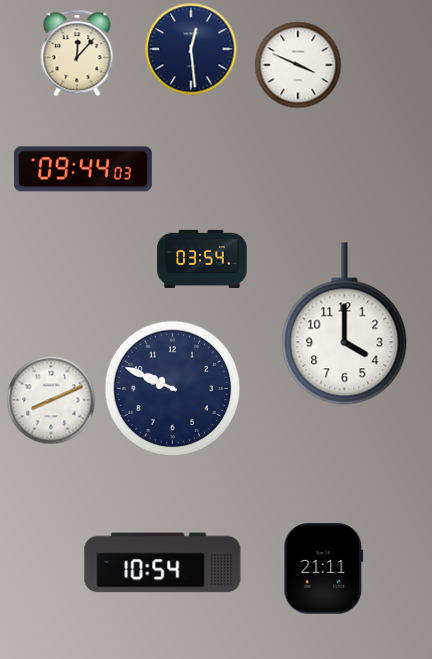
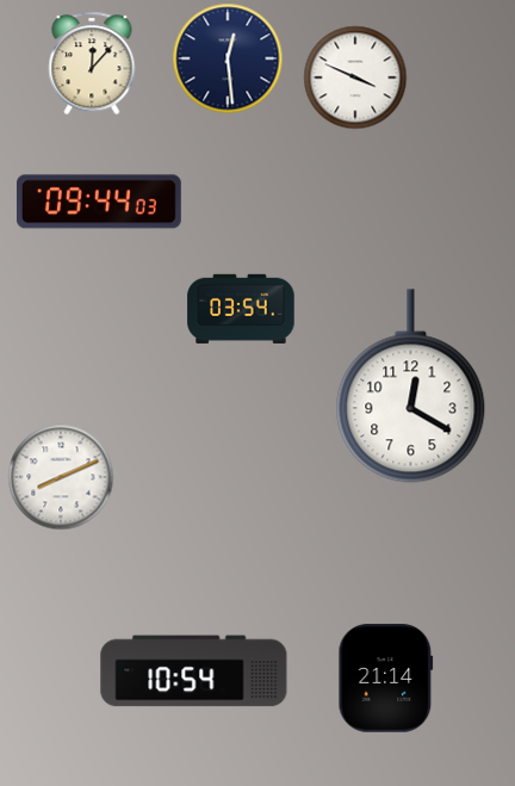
clock at (345, 324): 4:00 -> 12:20
clock at (173, 389): 9:49 -> none
clock at (324, 569): 21:11 -> 21:14
